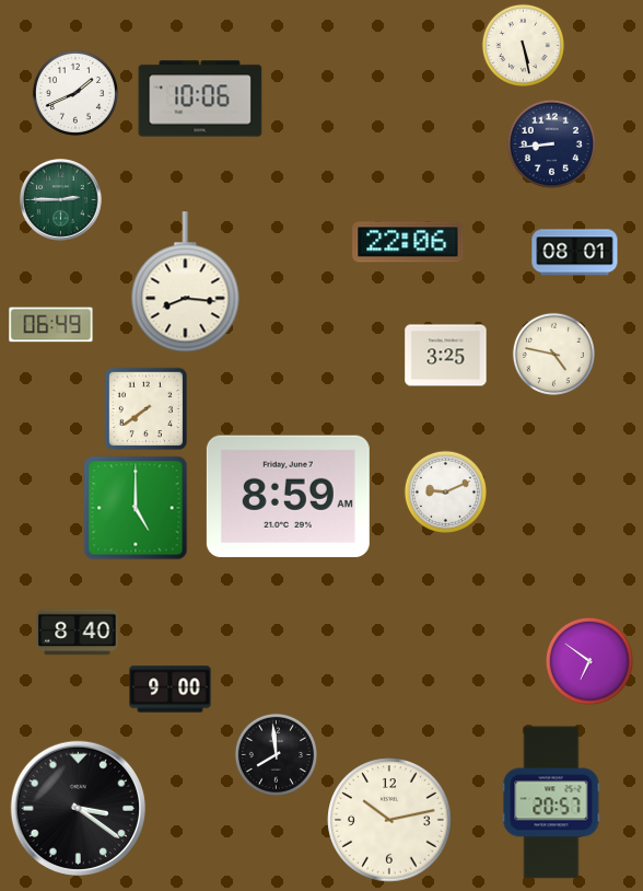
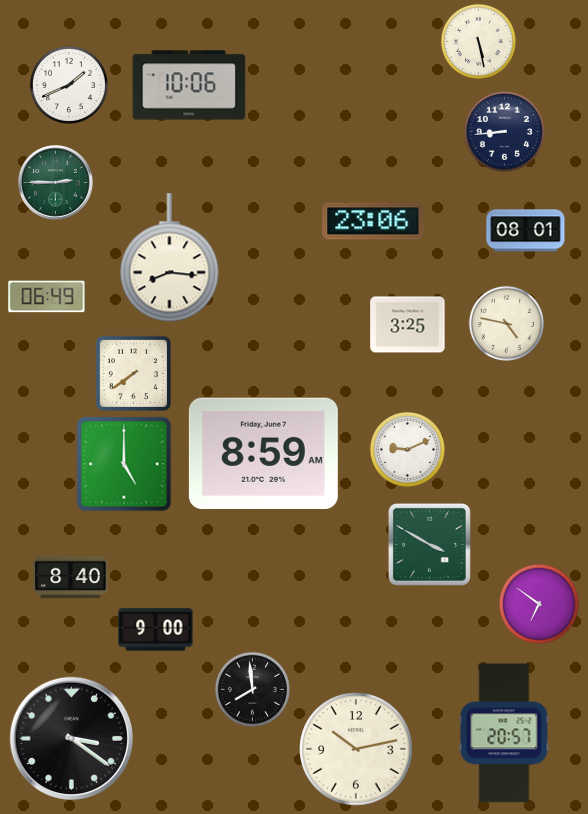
clock at (200, 99) position: (200, 99) -> (189, 85)
clock at (408, 242): 22:06 -> 23:06
clock at (429, 544): none -> 3:50
